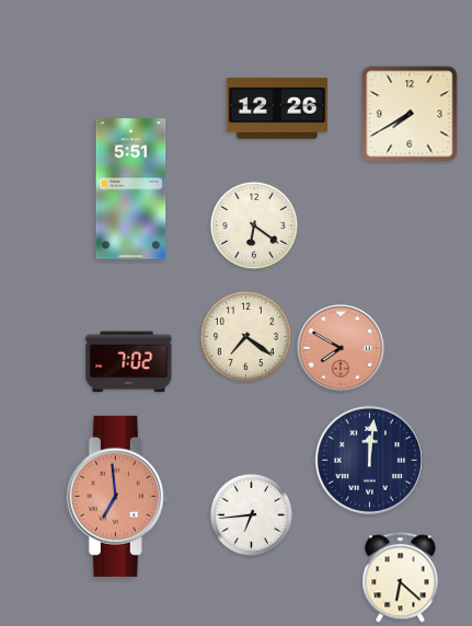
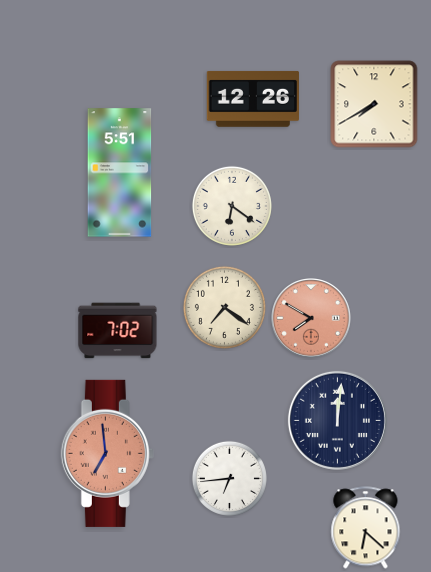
clock at (251, 514) position: (251, 514) -> (229, 478)
